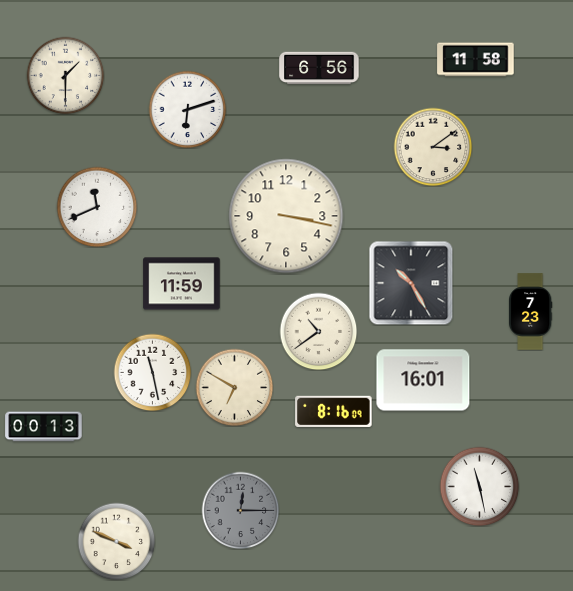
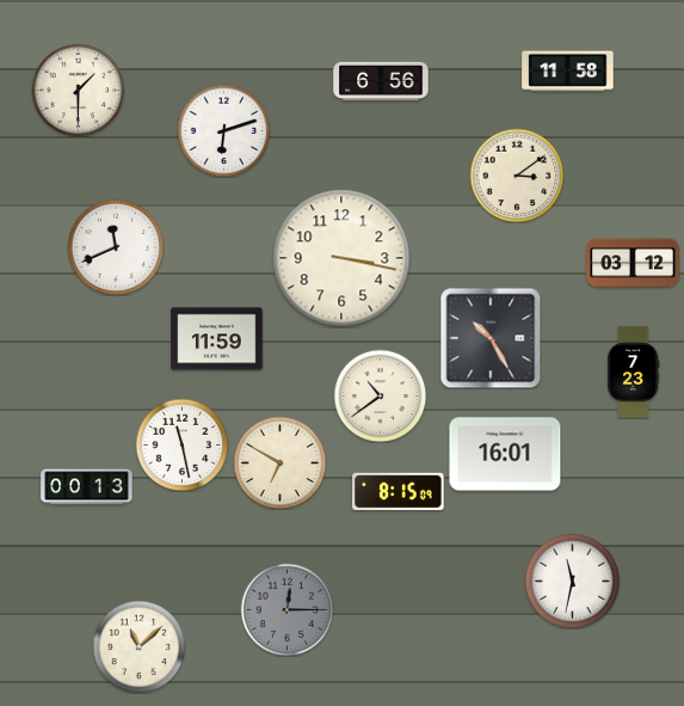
clock at (633, 263): none -> 03:12
clock at (334, 411): 8:16 -> 8:15
clock at (44, 427) position: (44, 427) -> (87, 487)
clock at (479, 486): 11:28 -> 11:32
clock at (116, 541): 3:49 -> 11:08
